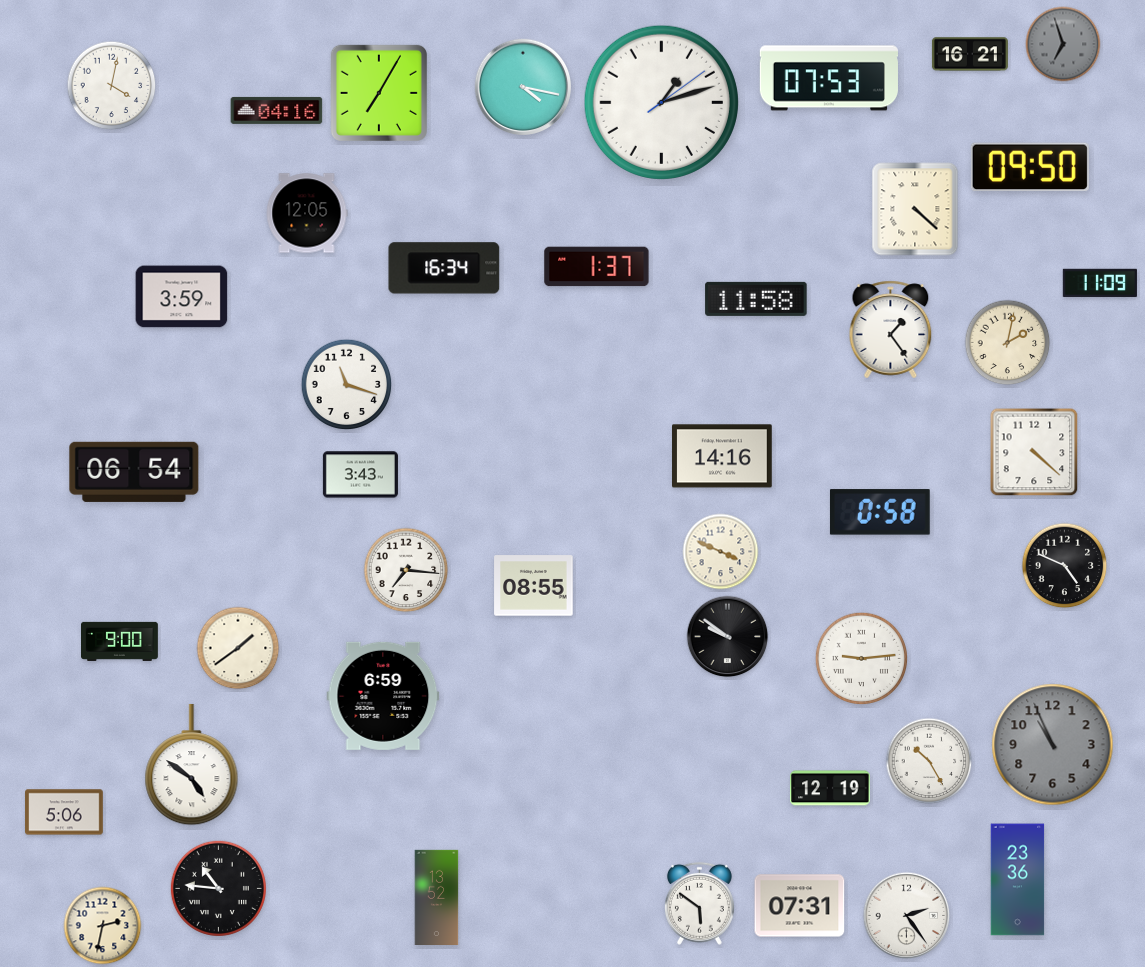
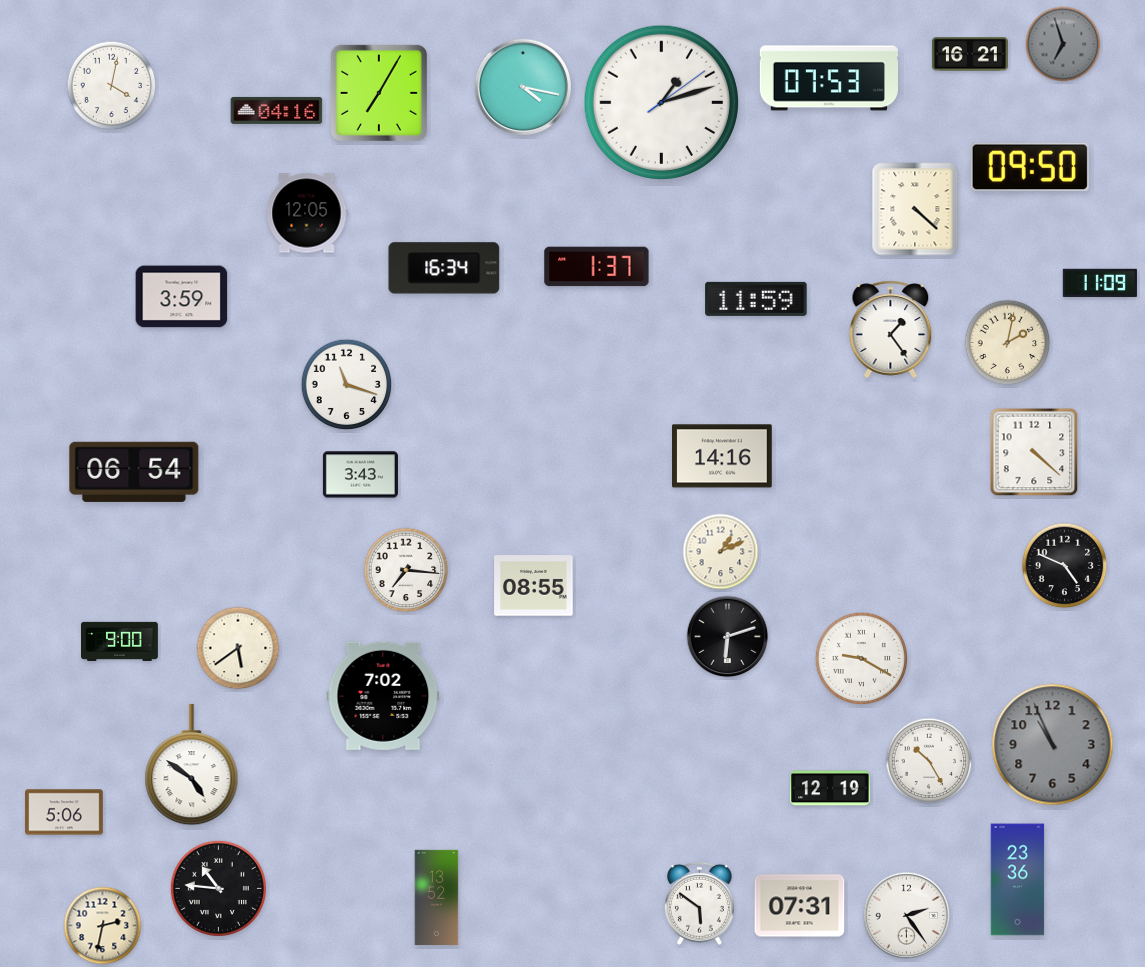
clock at (756, 299): 11:58 -> 11:59
clock at (880, 512): 0:58 -> none
clock at (721, 552): 3:49 -> 1:11
clock at (728, 637): 9:51 -> 6:12
clock at (238, 648): 1:39 -> 5:39
clock at (861, 658): 9:14 -> 9:20
clock at (383, 696): 6:59 -> 7:02
